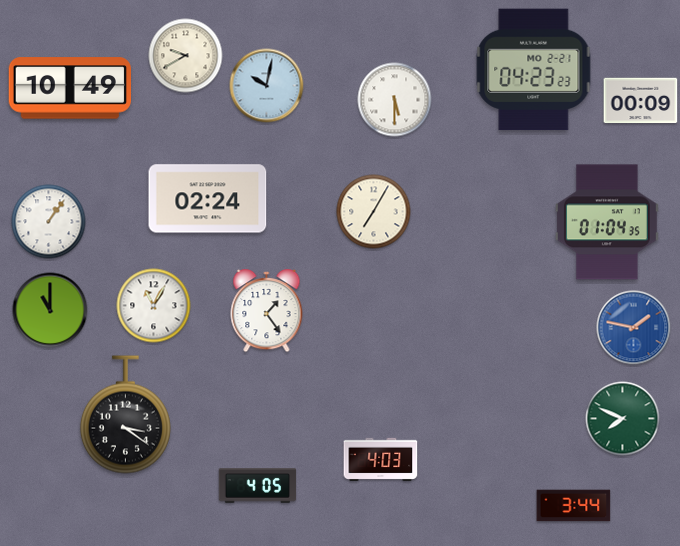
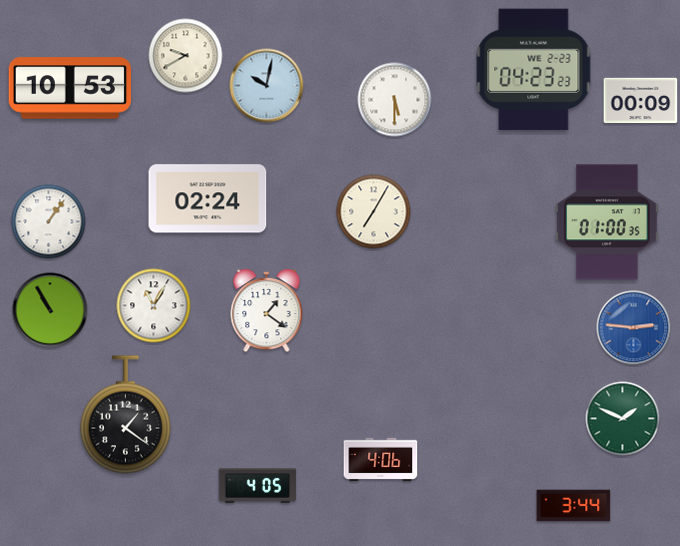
clock at (534, 70) date: MO 2-21 -> WE 2-23
clock at (69, 88): 10:49 -> 10:53
clock at (607, 222): 01:04 -> 01:00
clock at (50, 310): 11:00 -> 10:55
clock at (267, 311): 1:24 -> 1:21
clock at (634, 328): 1:47 -> 2:46
clock at (125, 415): 3:21 -> 1:21
clock at (623, 419): 7:49 -> 1:49
clock at (381, 459): 4:03 -> 4:06
